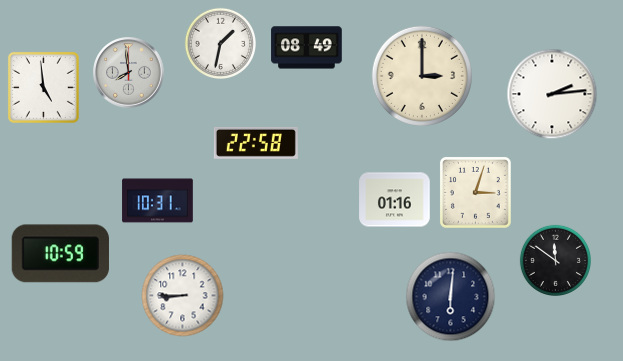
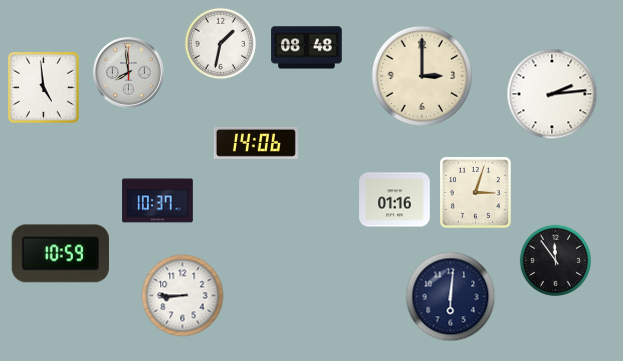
clock at (307, 48): 08:49 -> 08:48
clock at (256, 143): 22:58 -> 14:06
clock at (158, 201): 10:31 -> 10:37
clock at (555, 260): 11:51 -> 11:54
